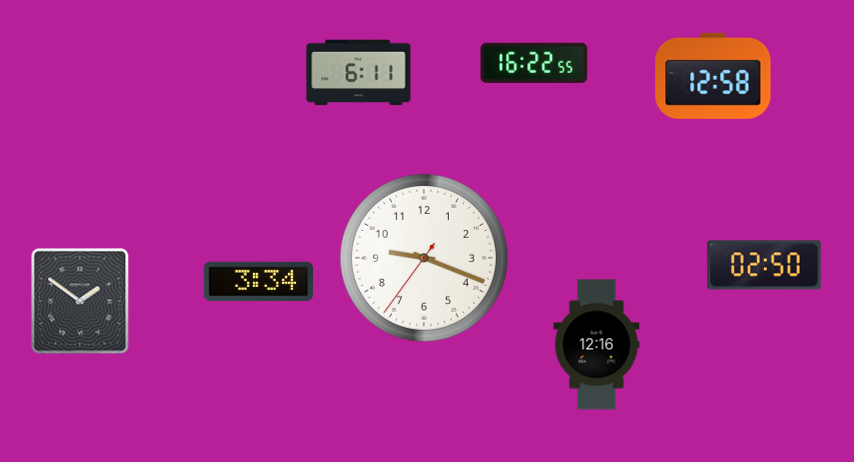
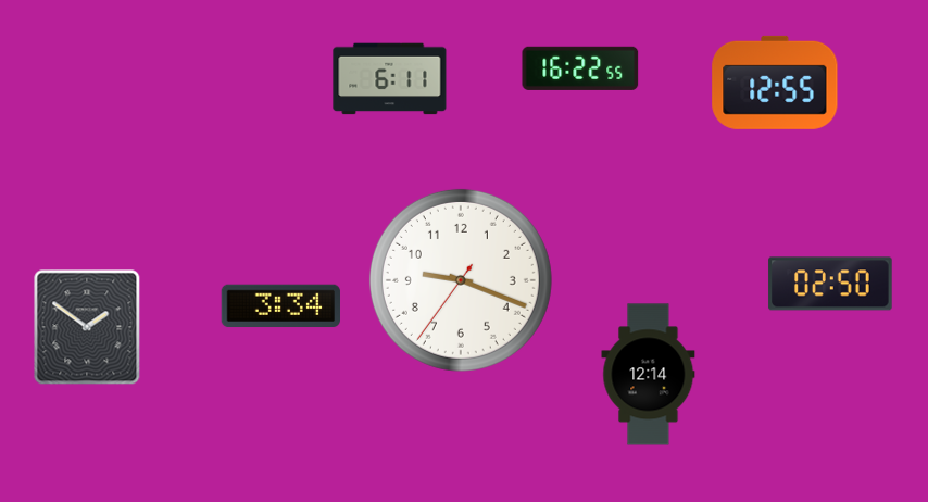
clock at (713, 76): 12:58 -> 12:55
clock at (764, 265) position: (764, 265) -> (830, 284)
clock at (597, 345): 12:16 -> 12:14
